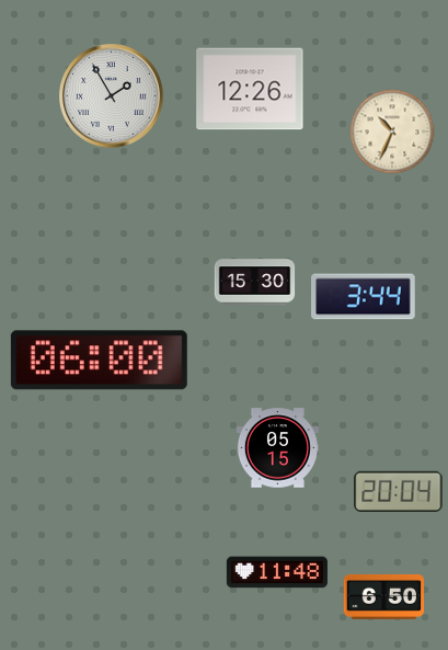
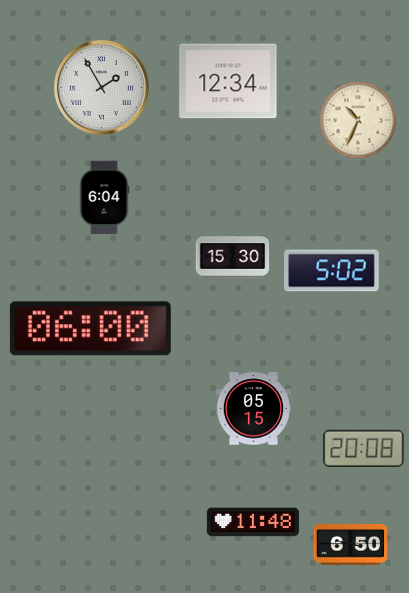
clock at (250, 89): 12:26 -> 12:34
clock at (104, 198): none -> 6:04
clock at (364, 297): 3:44 -> 5:02
clock at (399, 491): 20:04 -> 20:08
